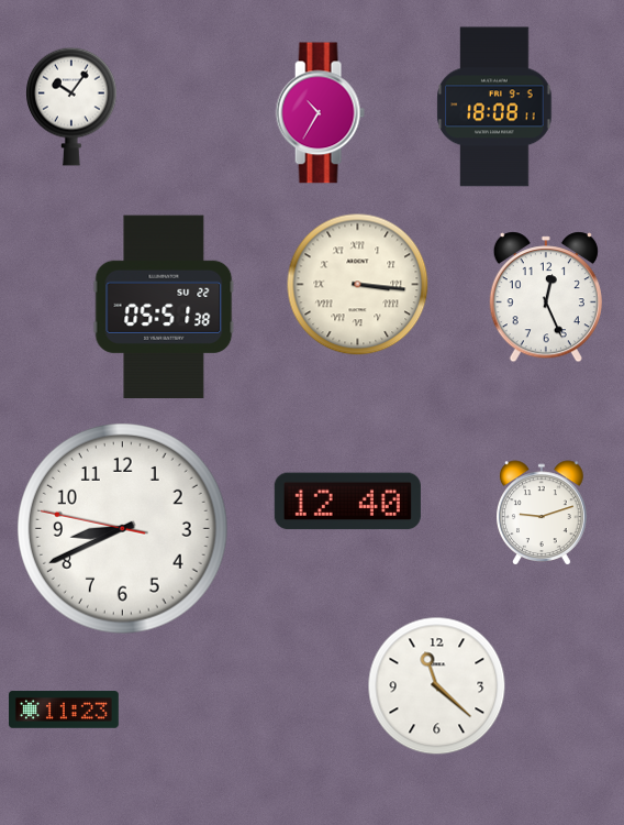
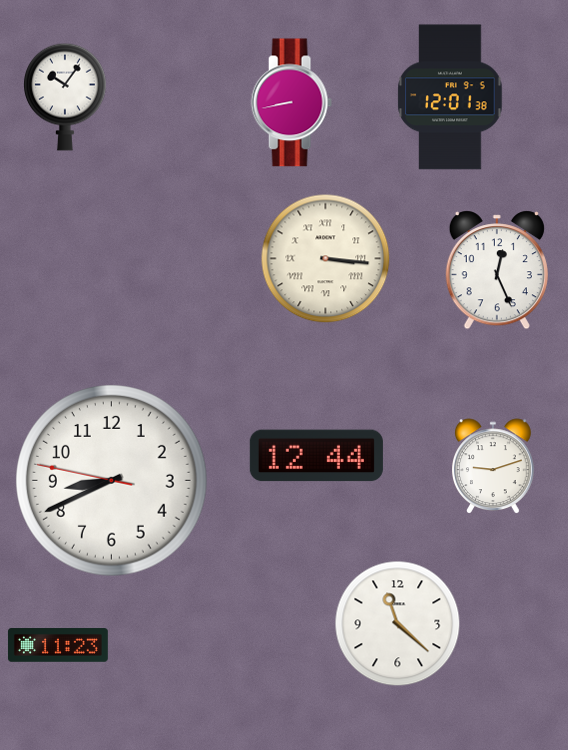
clock at (494, 107): 18:08 -> 12:01
clock at (320, 113): 10:35 -> 8:43
clock at (164, 307): 05:51 -> none
clock at (347, 502): 12:40 -> 12:44
